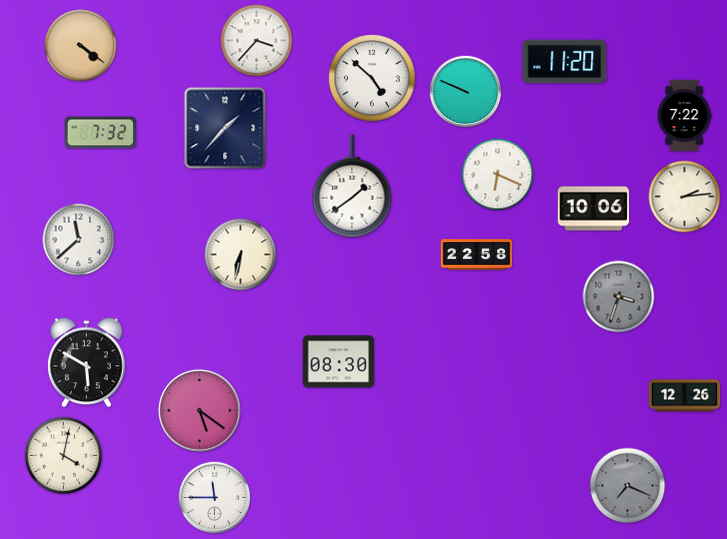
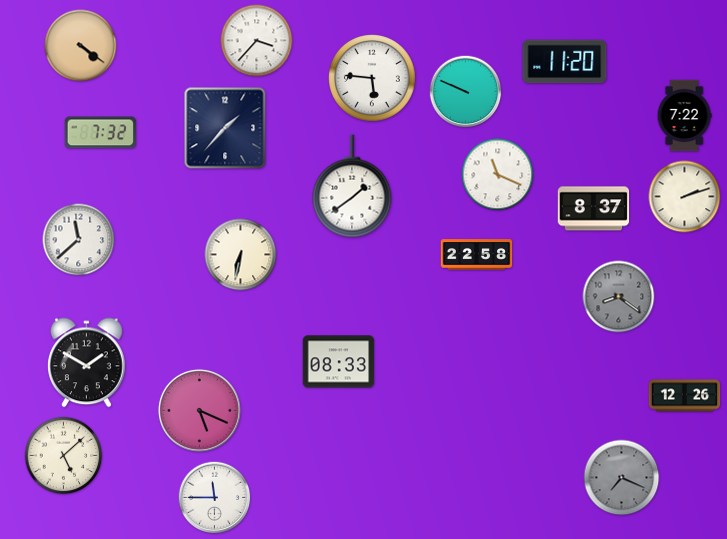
clock at (373, 79): 4:52 -> 5:46
clock at (498, 175): 6:19 -> 11:19
clock at (685, 197): 2:14 -> 2:12
clock at (594, 209): 10:06 -> 8:37
clock at (619, 297): 3:33 -> 8:21
clock at (339, 362): 08:30 -> 08:33
clock at (87, 363): 5:50 -> 1:50
clock at (199, 410): 5:21 -> 5:19
clock at (64, 456): 4:02 -> 5:08
clock at (628, 486) position: (628, 486) -> (622, 478)
